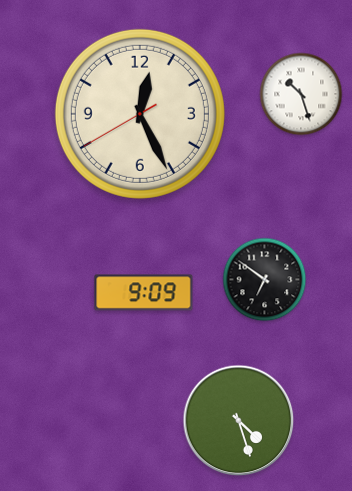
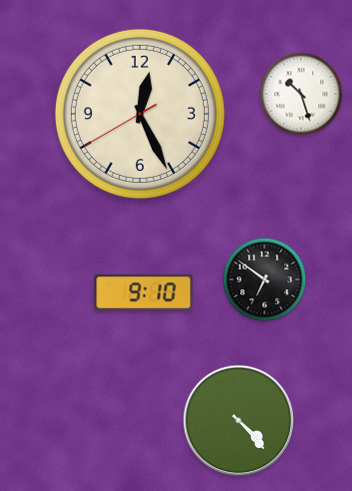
clock at (144, 293): 9:09 -> 9:10
clock at (239, 421): 4:27 -> 4:23
